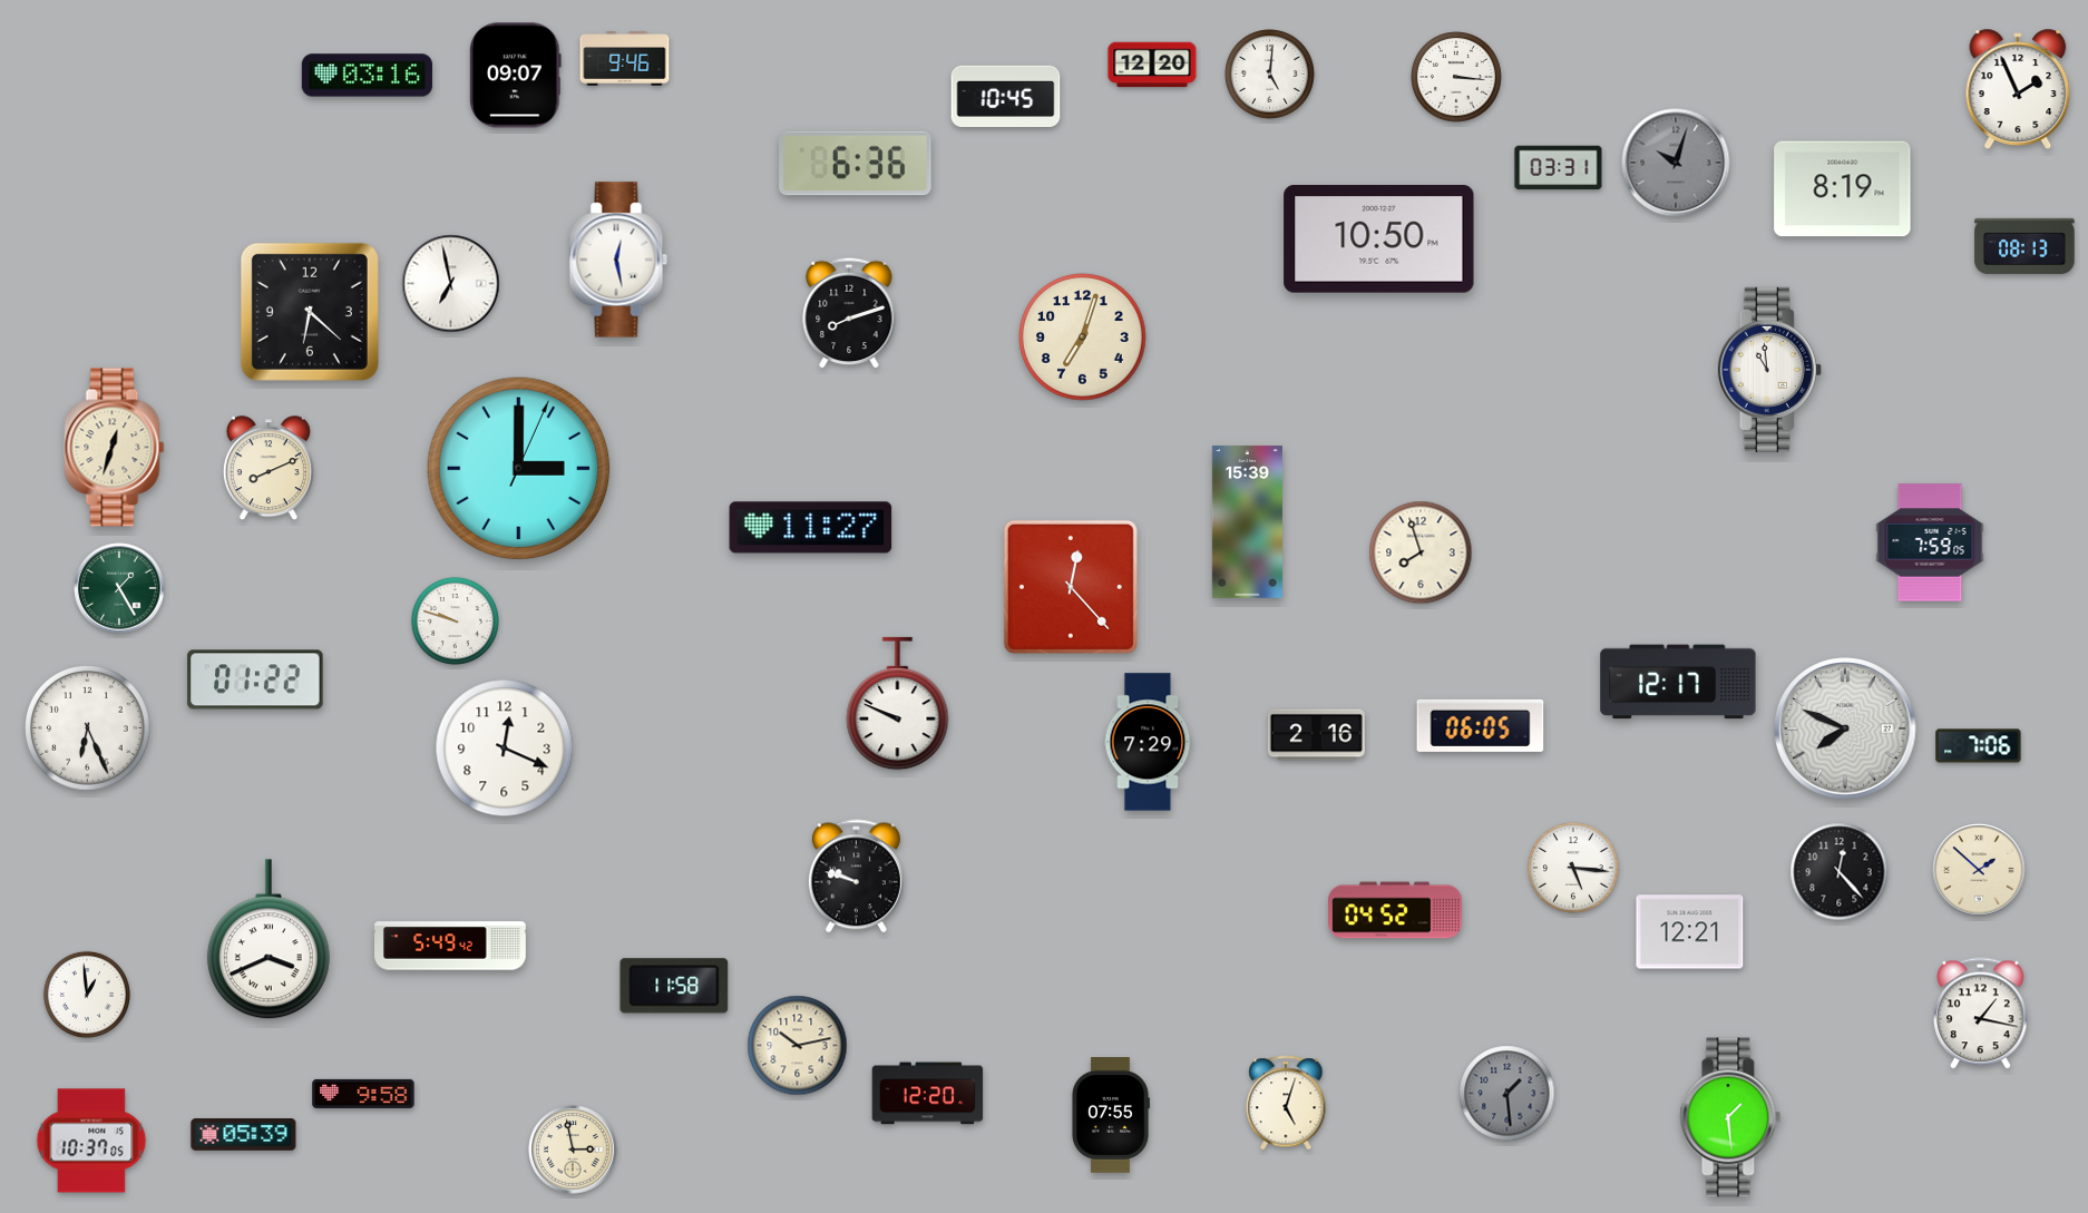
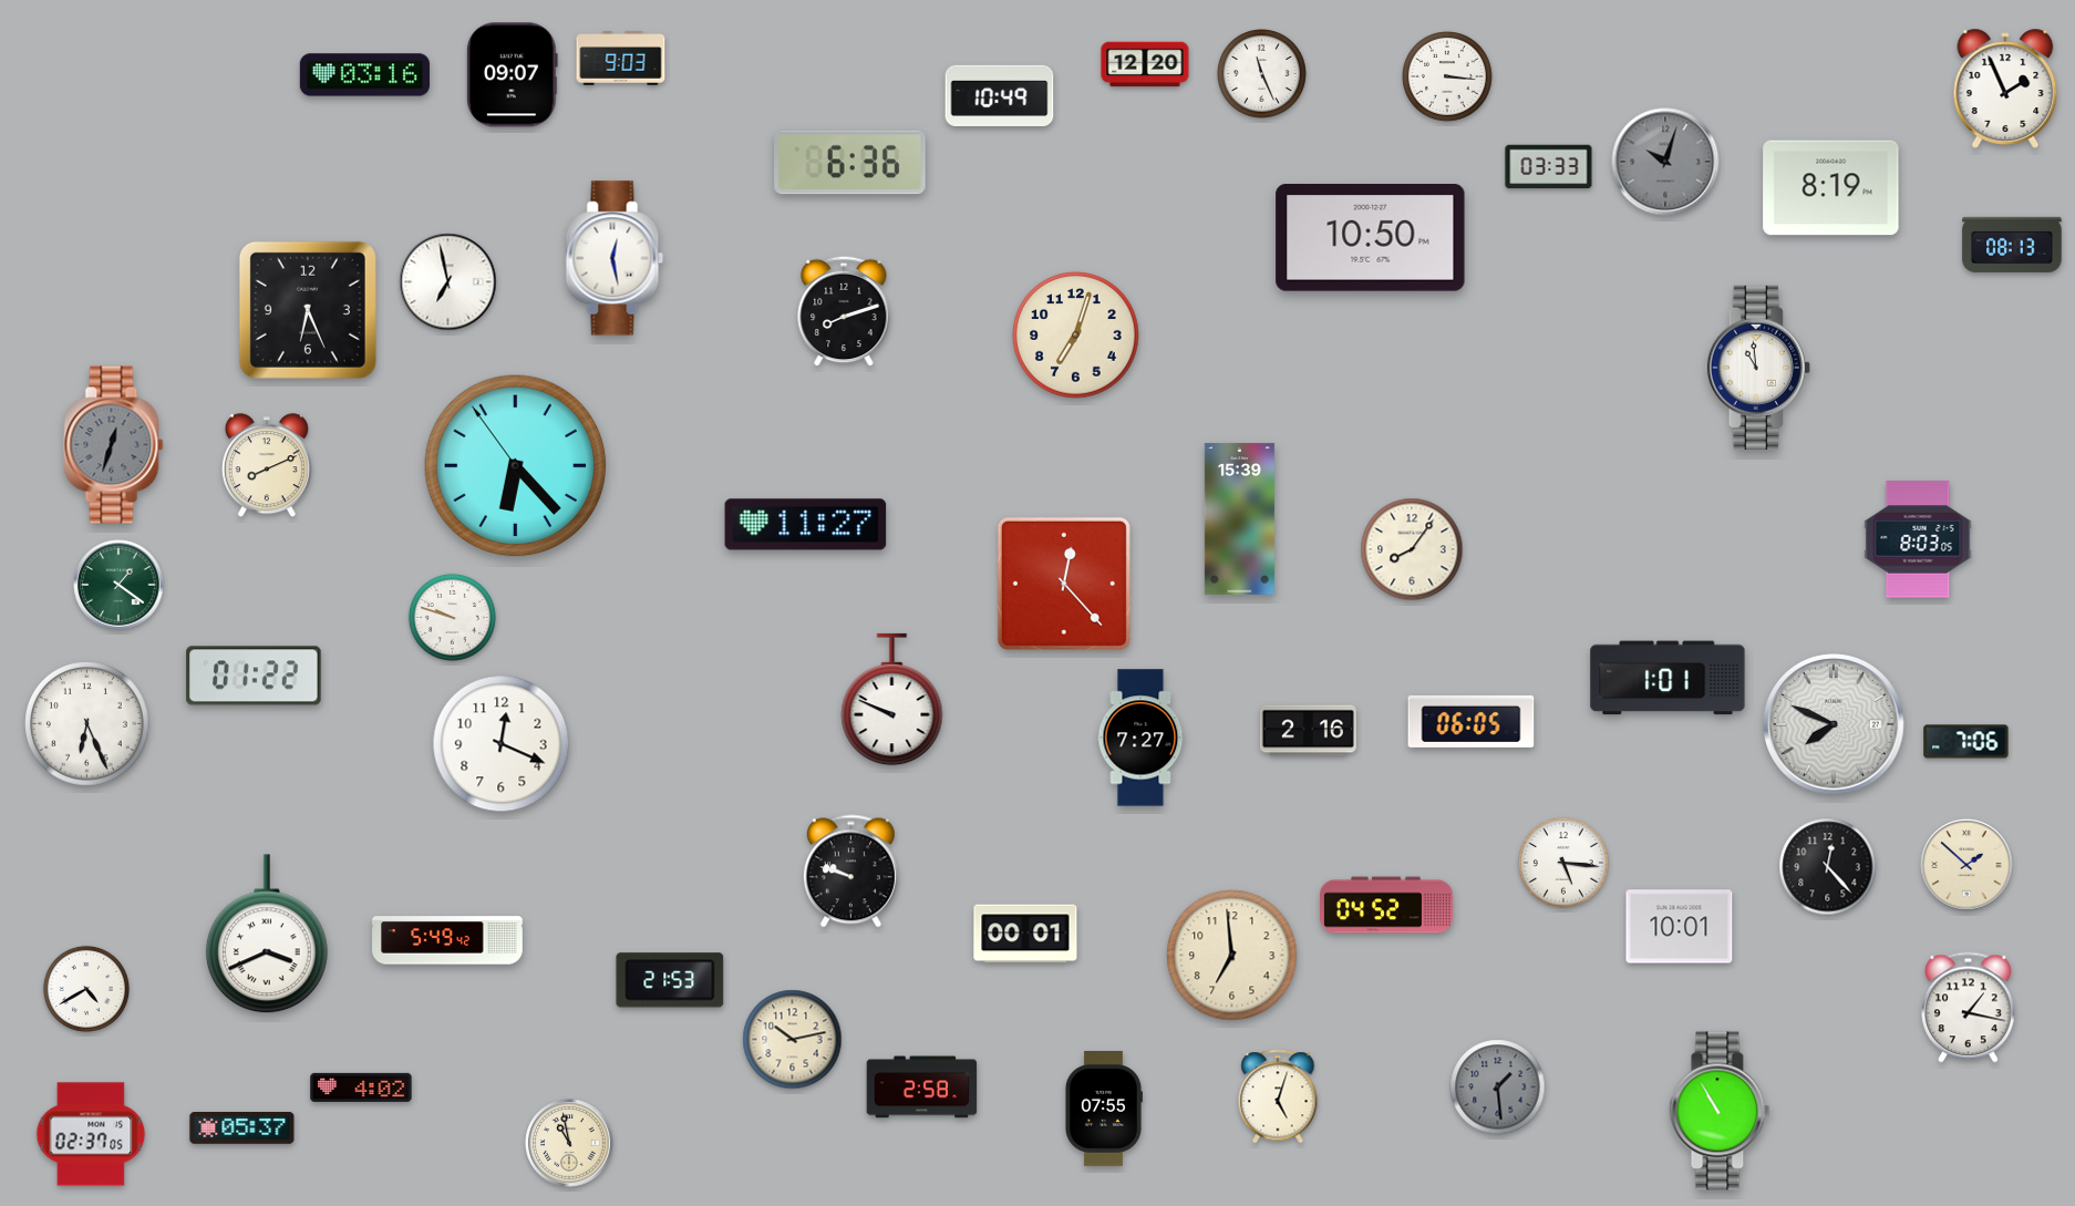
clock at (625, 59): 9:46 -> 9:03
clock at (1270, 75): 5:01 -> 11:26
clock at (1006, 96): 10:45 -> 10:49
clock at (1559, 168): 03:31 -> 03:33
clock at (310, 312): 6:22 -> 6:26
clock at (115, 448) dial: cream -> grey
clock at (519, 469): 3:00 -> 6:22
clock at (1930, 542): 7:59 -> 8:03
clock at (1421, 552): 7:57 -> 8:06
clock at (119, 588): 1:25 -> 1:21
clock at (1678, 682): 12:17 -> 1:01
clock at (1148, 742): 7:29 -> 7:27
clock at (1690, 932): 12:21 -> 10:01
clock at (1025, 934): none -> 00:01
clock at (1232, 956): none -> 6:59
clock at (674, 986): 11:58 -> 21:53
clock at (87, 995): 12:59 -> 4:40
clock at (363, 1094): 9:58 -> 4:02
clock at (928, 1094): 12:20 -> 2:58
clock at (1730, 1117): 1:29 -> 10:55
clock at (244, 1135): 05:39 -> 05:37
clock at (91, 1141): 10:37 -> 02:37
clock at (573, 1150): 2:58 -> 10:58
